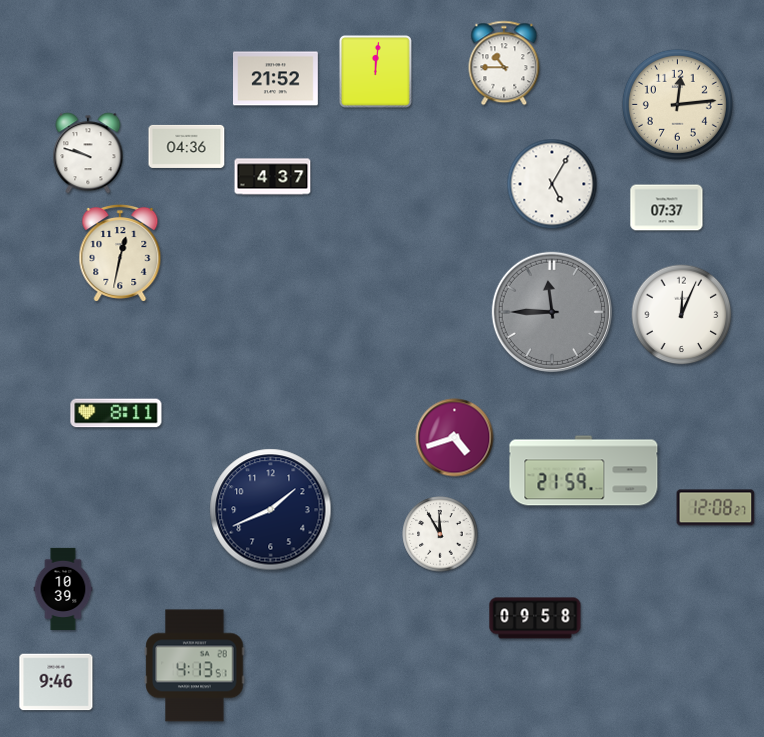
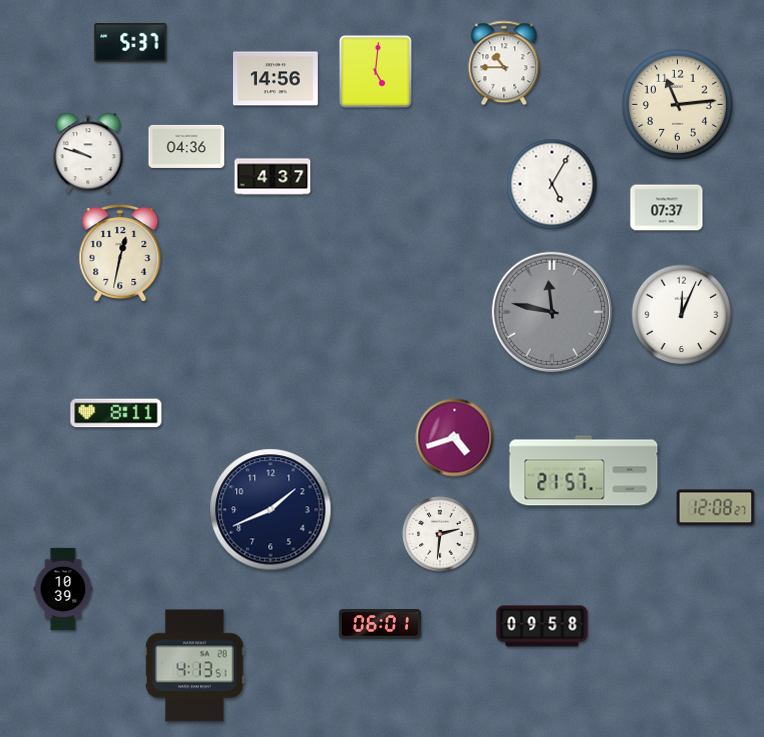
clock at (131, 43): none -> 5:37
clock at (375, 71): 12:01 -> 5:01
clock at (276, 79): 21:52 -> 14:56
clock at (677, 104): 12:14 -> 11:14
clock at (552, 312): 11:45 -> 11:47
clock at (584, 471): 21:59 -> 21:57
clock at (440, 534): 11:55 -> 2:31
clock at (535, 618) position: (535, 618) -> (542, 626)
clock at (380, 624): none -> 06:01
clock at (56, 682): 9:46 -> none
